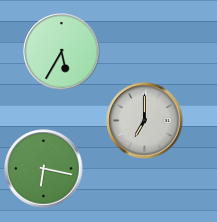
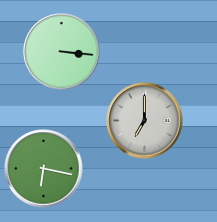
clock at (62, 52): 5:35 -> 3:16
